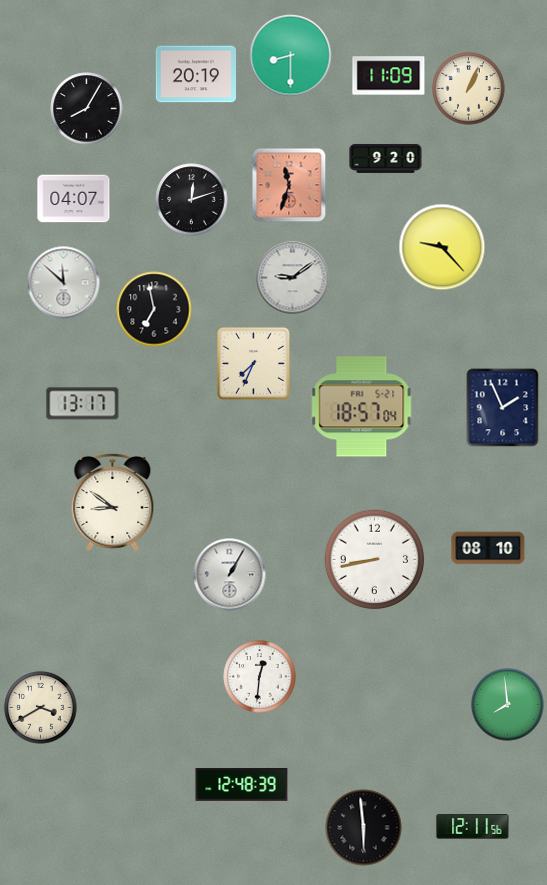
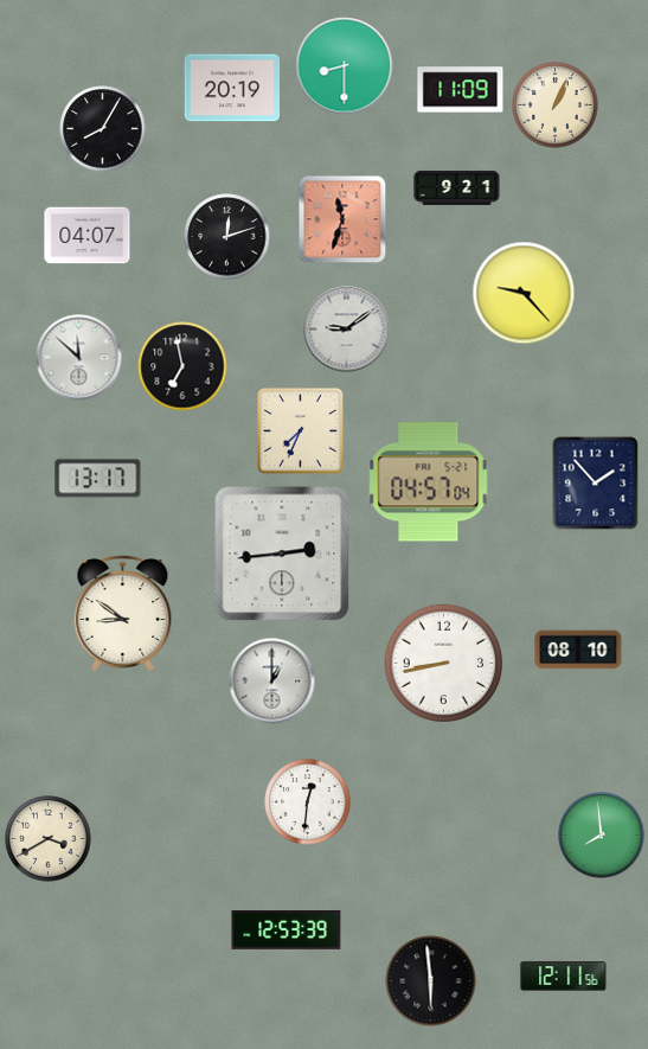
clock at (386, 158): 9:20 -> 9:21
clock at (64, 283) position: (64, 283) -> (79, 358)
clock at (362, 407): 18:57 -> 04:57
clock at (503, 408): 1:56 -> 1:53
clock at (282, 554): none -> 2:44
clock at (113, 502) position: (113, 502) -> (123, 613)
clock at (230, 575): 1:05 -> 1:00
clock at (242, 785): 12:48 -> 12:53
clock at (473, 827) position: (473, 827) -> (564, 977)
